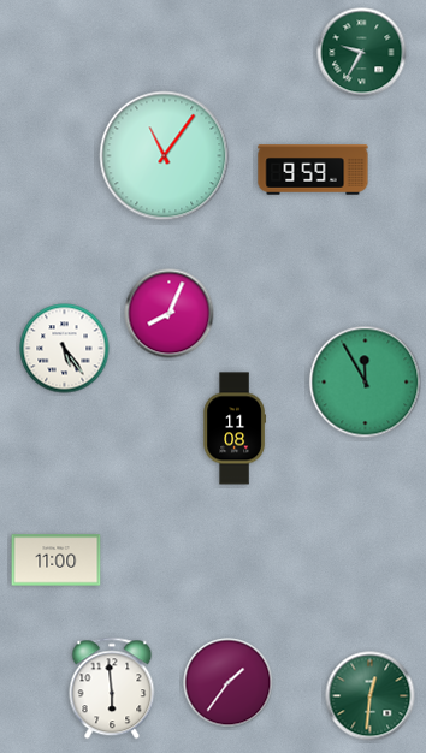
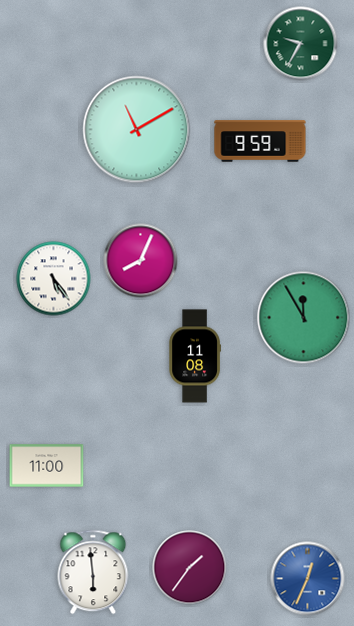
clock at (165, 156): 11:06 -> 11:10
clock at (65, 349) position: (65, 349) -> (54, 279)
clock at (371, 696): 12:31 -> 12:34
clock at (371, 696) dial: green -> blue
